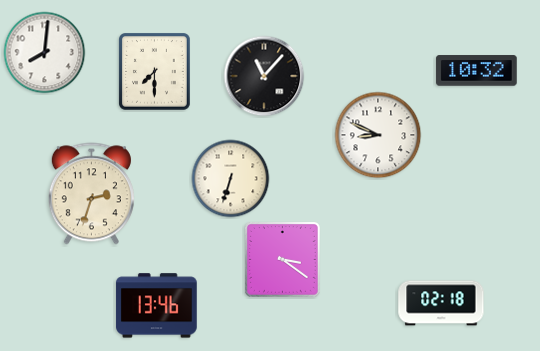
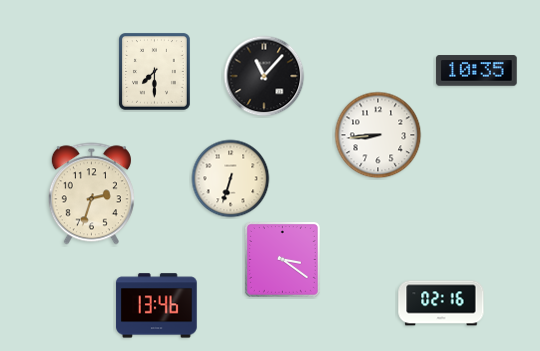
clock at (45, 53): 8:01 -> none
clock at (477, 71): 10:32 -> 10:35
clock at (378, 135): 8:49 -> 8:44
clock at (441, 303): 02:18 -> 02:16
